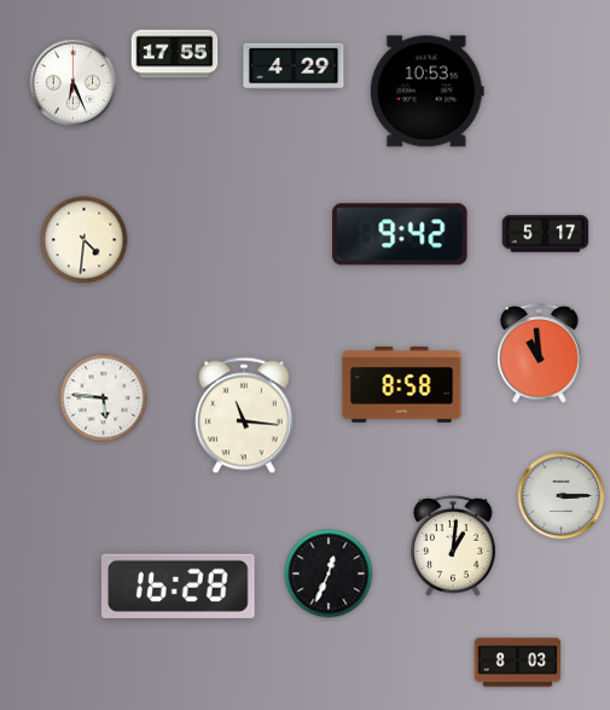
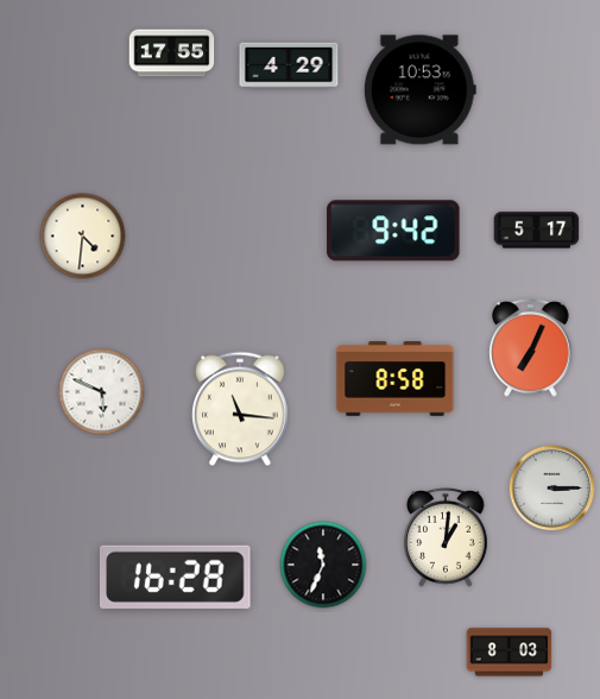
clock at (74, 83): 6:26 -> none
clock at (540, 354): 10:59 -> 7:04
clock at (104, 398): 5:46 -> 5:49
clock at (329, 574): 12:34 -> 11:34
